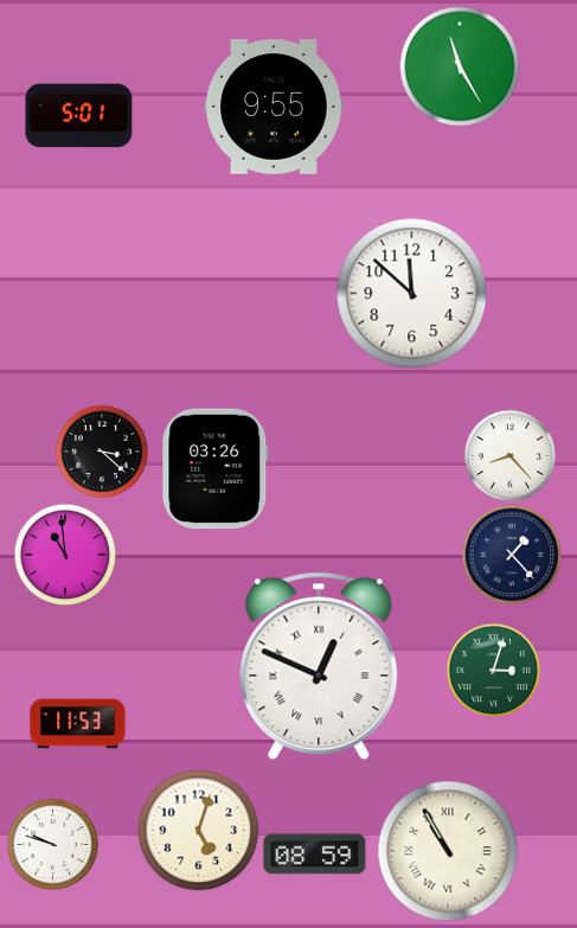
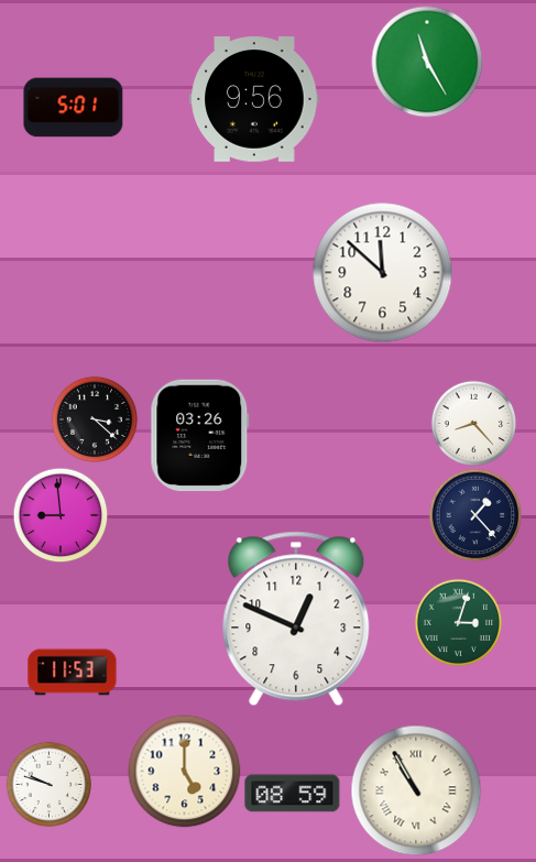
clock at (274, 107): 9:55 -> 9:56
clock at (65, 555): 10:59 -> 8:59
clock at (319, 666) numerals: Roman -> Arabic
clock at (199, 831): 5:03 -> 5:00
